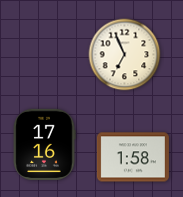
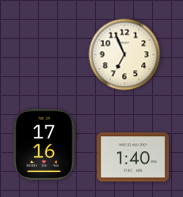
clock at (133, 157): 1:58 -> 1:40
